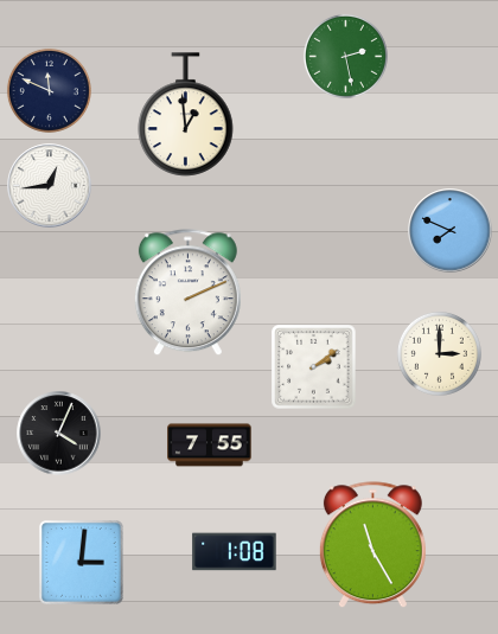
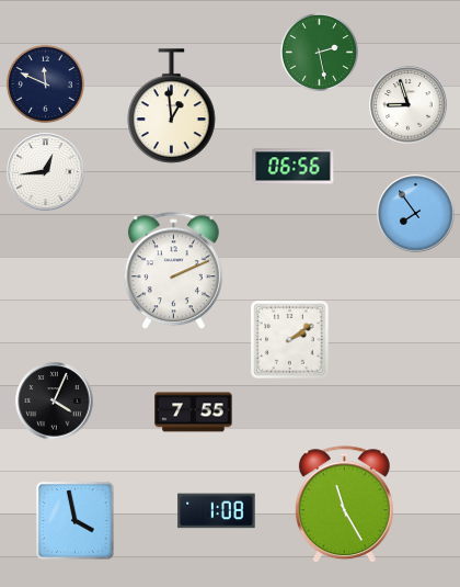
clock at (409, 105): none -> 8:57
clock at (294, 167): none -> 06:56
clock at (451, 231): 7:49 -> 7:54
clock at (439, 353): 3:00 -> none
clock at (82, 563): 3:01 -> 3:58
